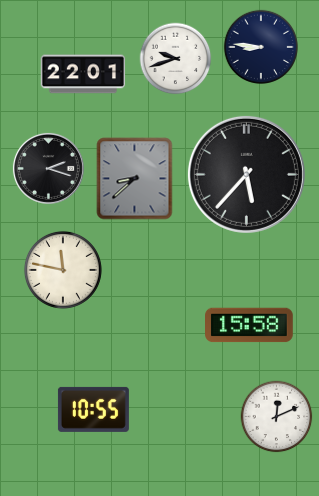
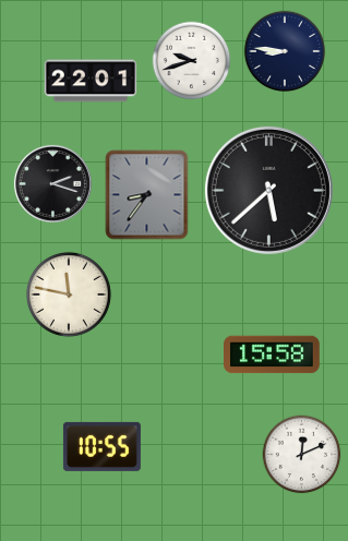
clock at (176, 59) position: (176, 59) -> (192, 61)
clock at (246, 174): 5:37 -> 5:38
clock at (135, 179): 8:38 -> 8:36
